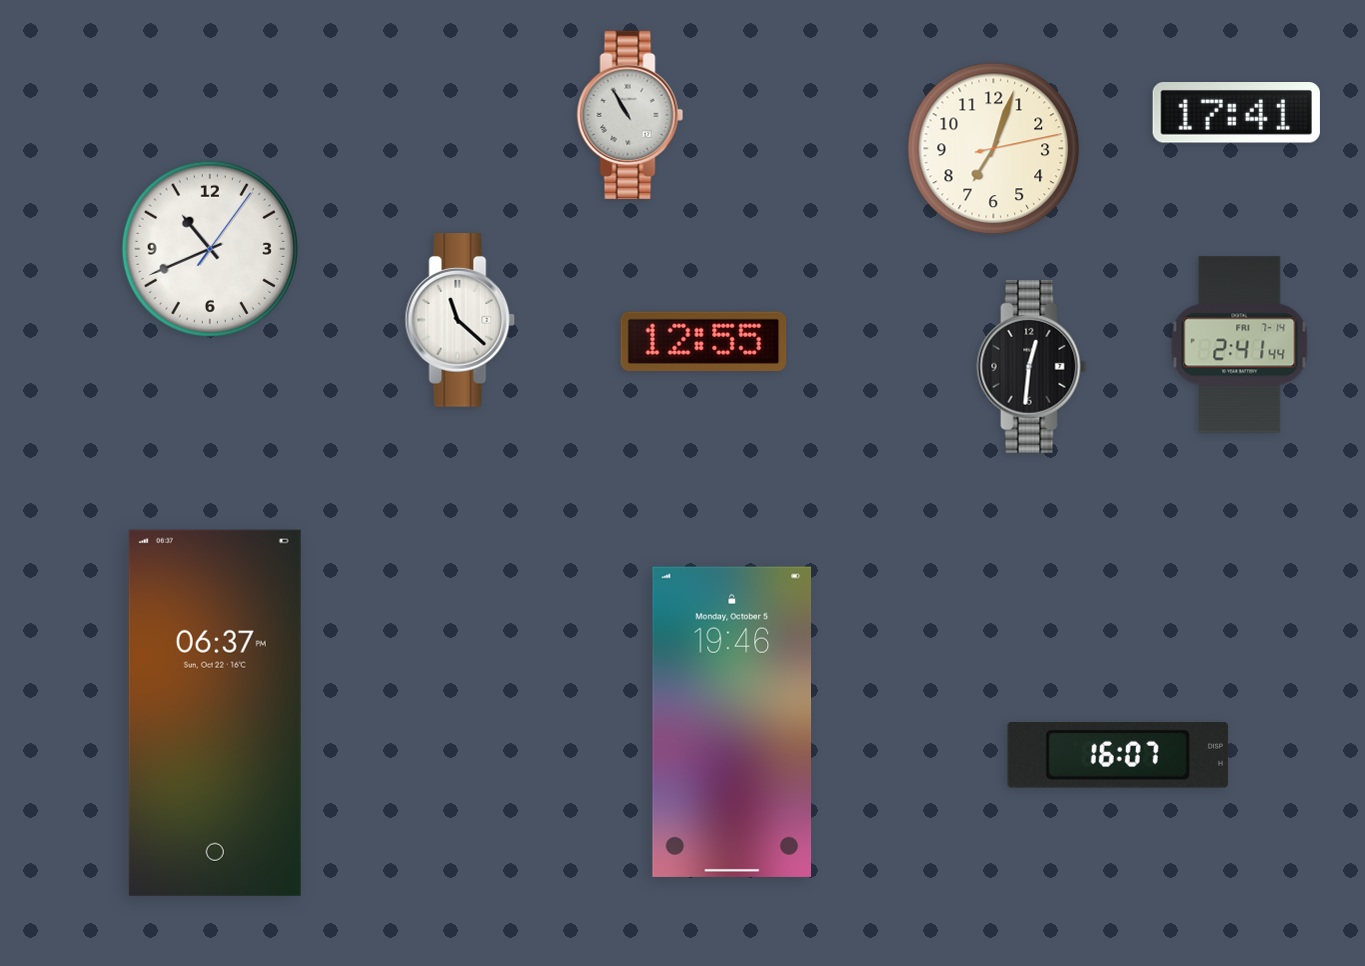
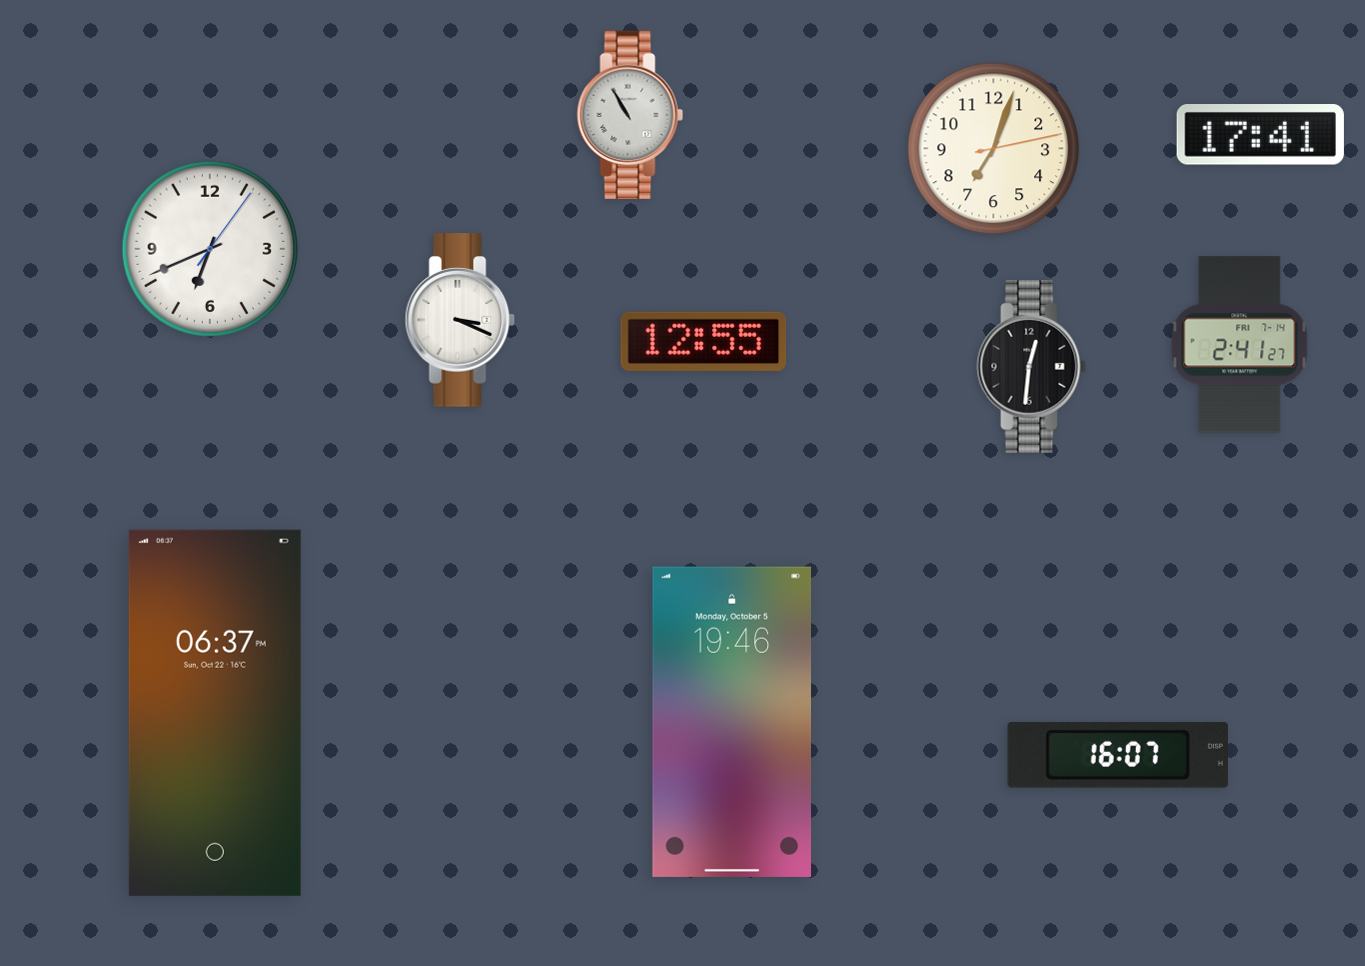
clock at (1236, 113) position: (1236, 113) -> (1260, 135)
clock at (210, 249): 10:41 -> 6:41
clock at (460, 320): 11:22 -> 3:19
clock at (1240, 345): 2:41:44 -> 2:41:27
